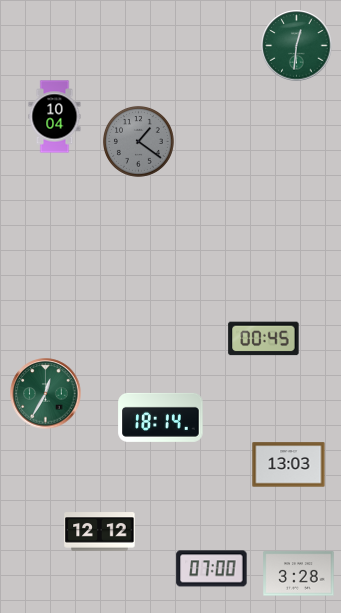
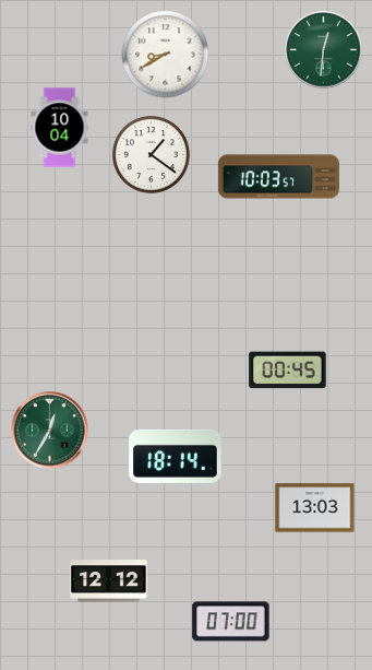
clock at (166, 55): none -> 8:40
clock at (138, 141) dial: grey -> white
clock at (278, 177): none -> 10:03
clock at (299, 574): 3:28 -> none
